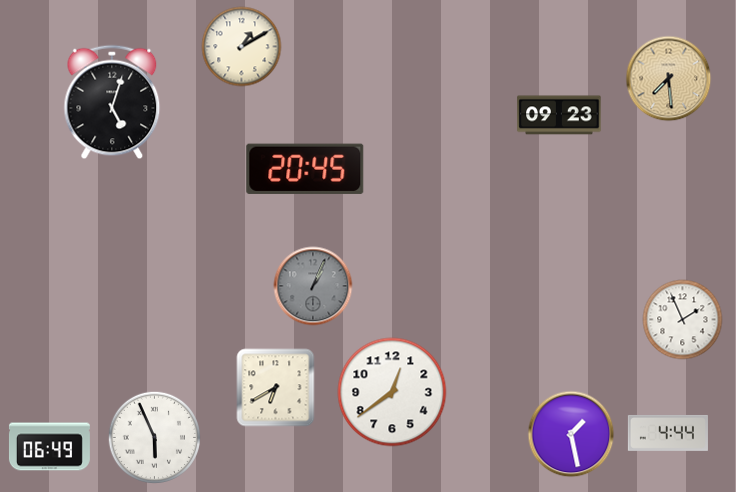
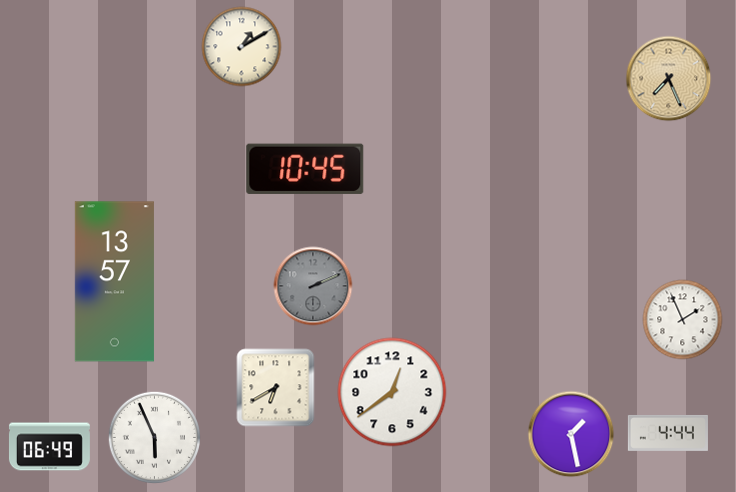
clock at (669, 79): 7:29 -> 7:26
clock at (112, 102): 5:03 -> none
clock at (559, 115): 09:23 -> none
clock at (305, 169): 20:45 -> 10:45
clock at (114, 282): none -> 13:57
clock at (313, 286): 1:04 -> 2:11
